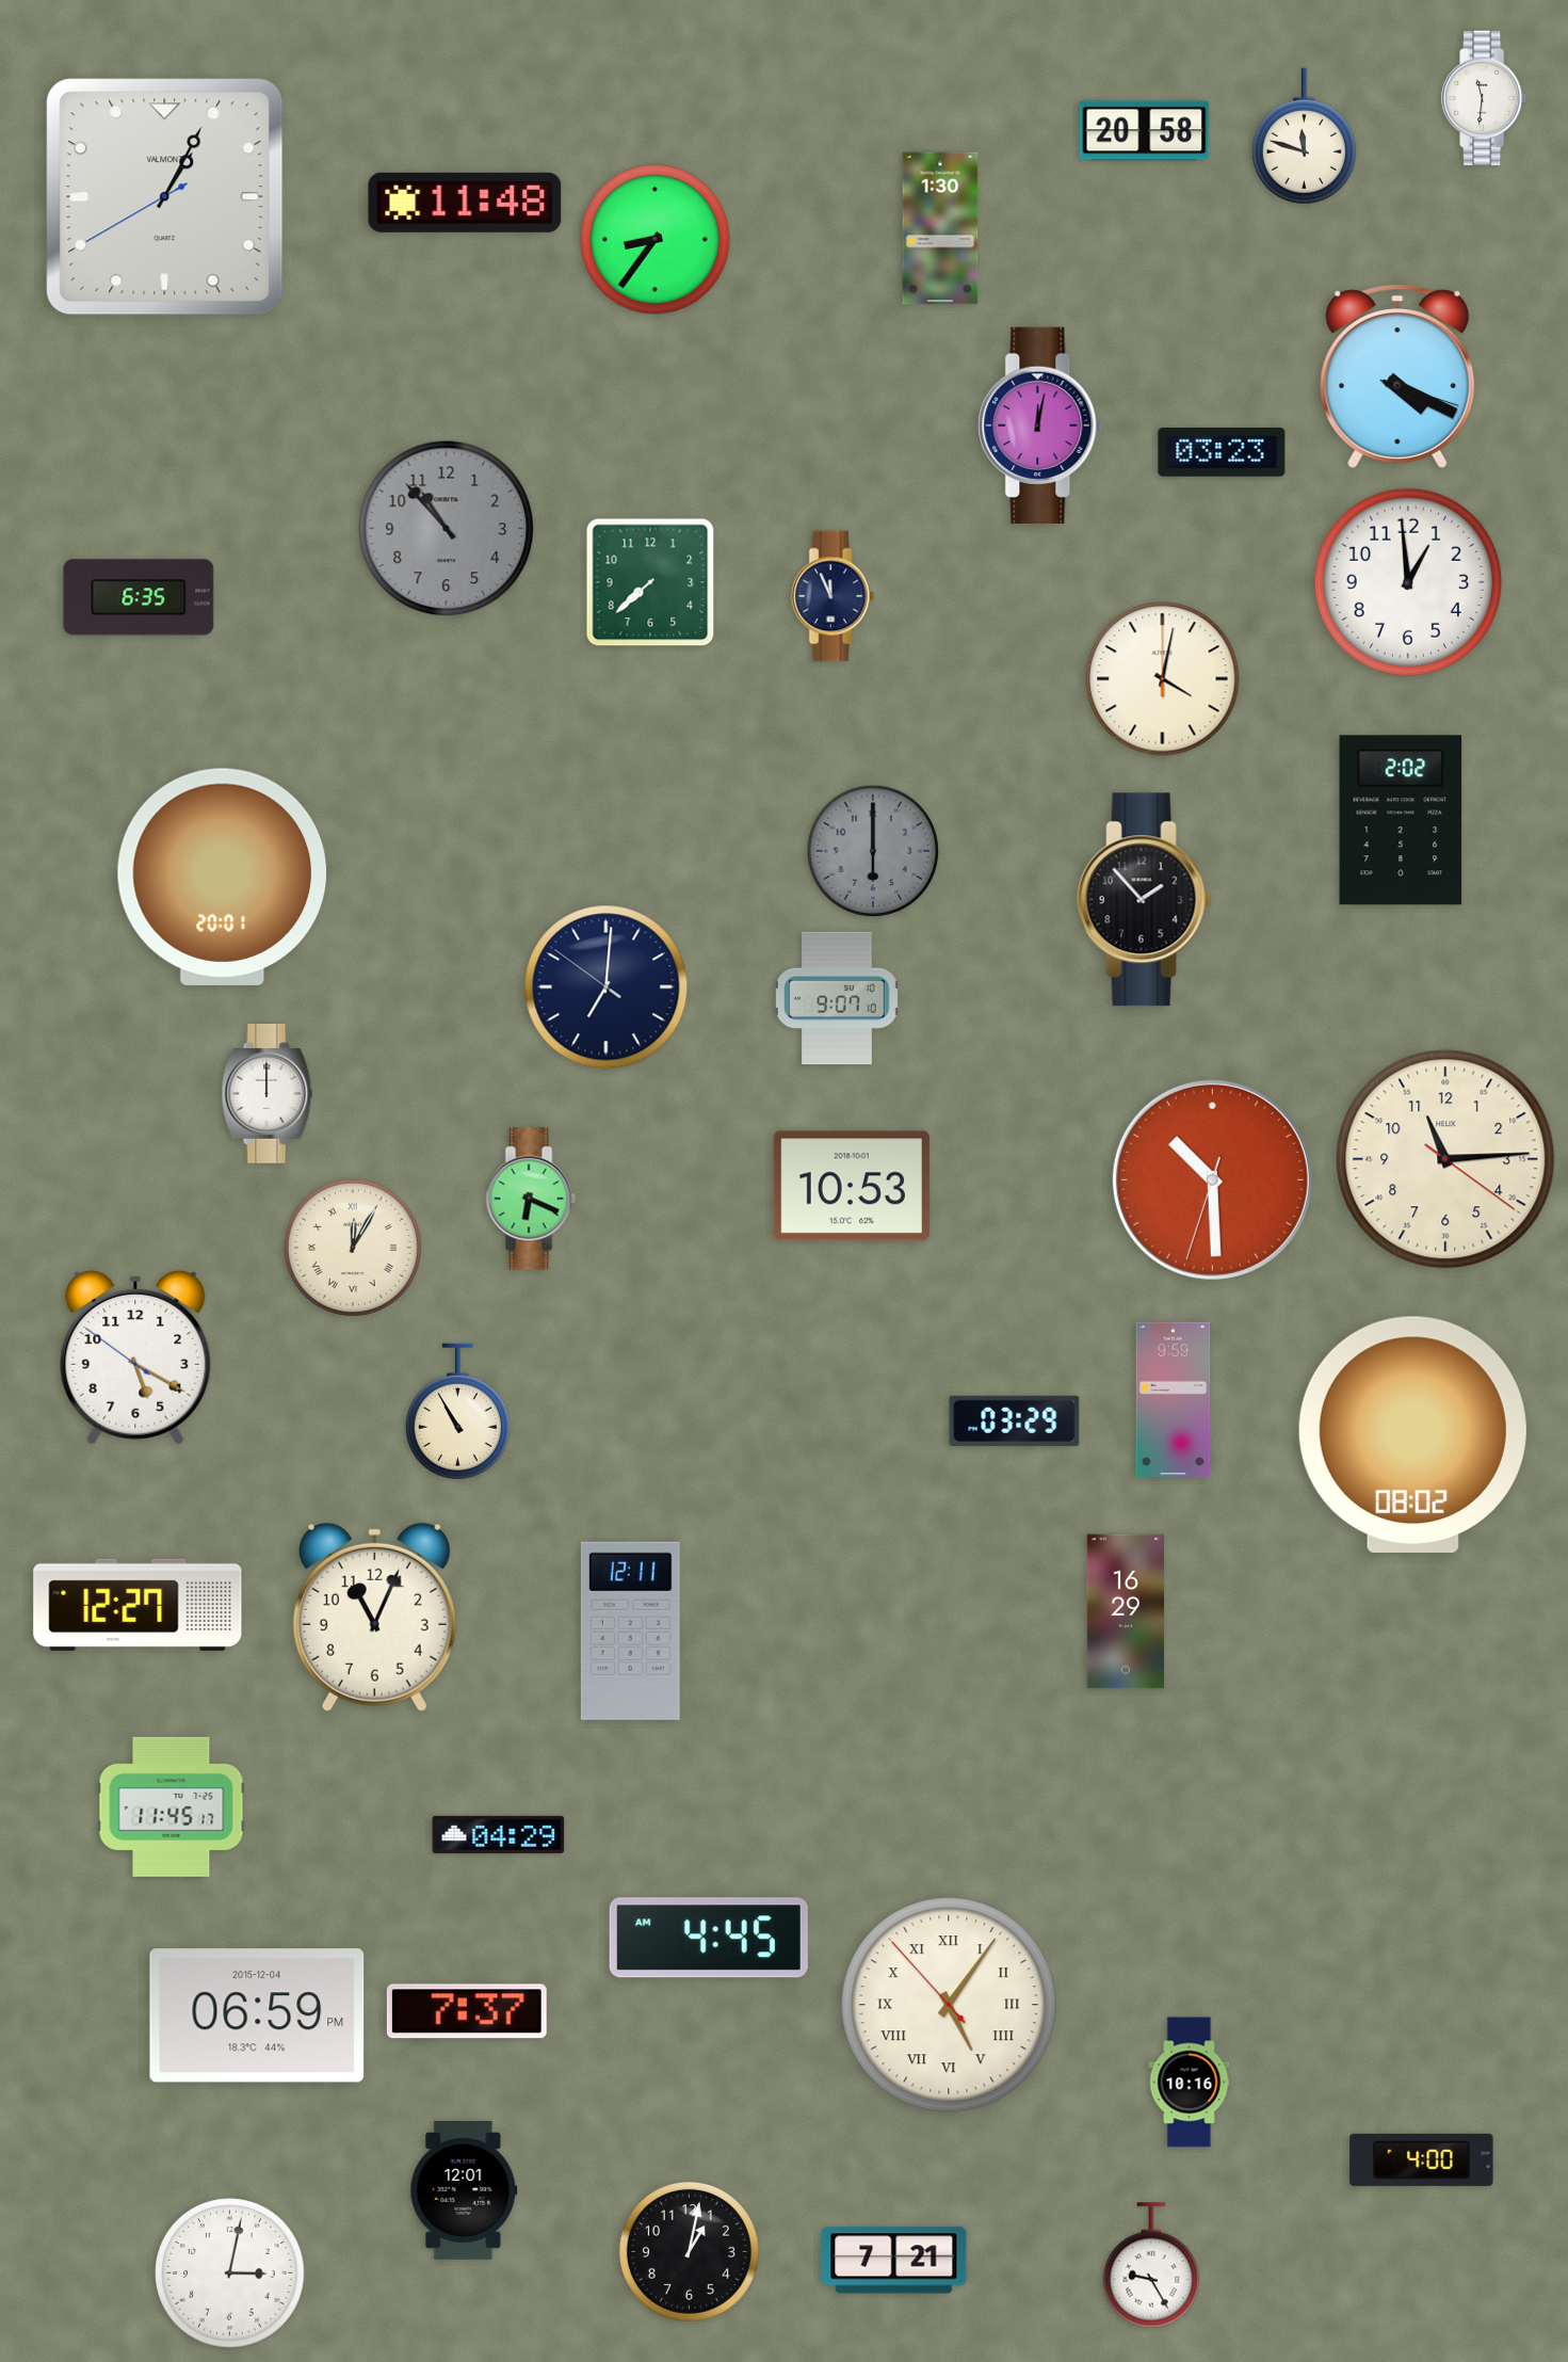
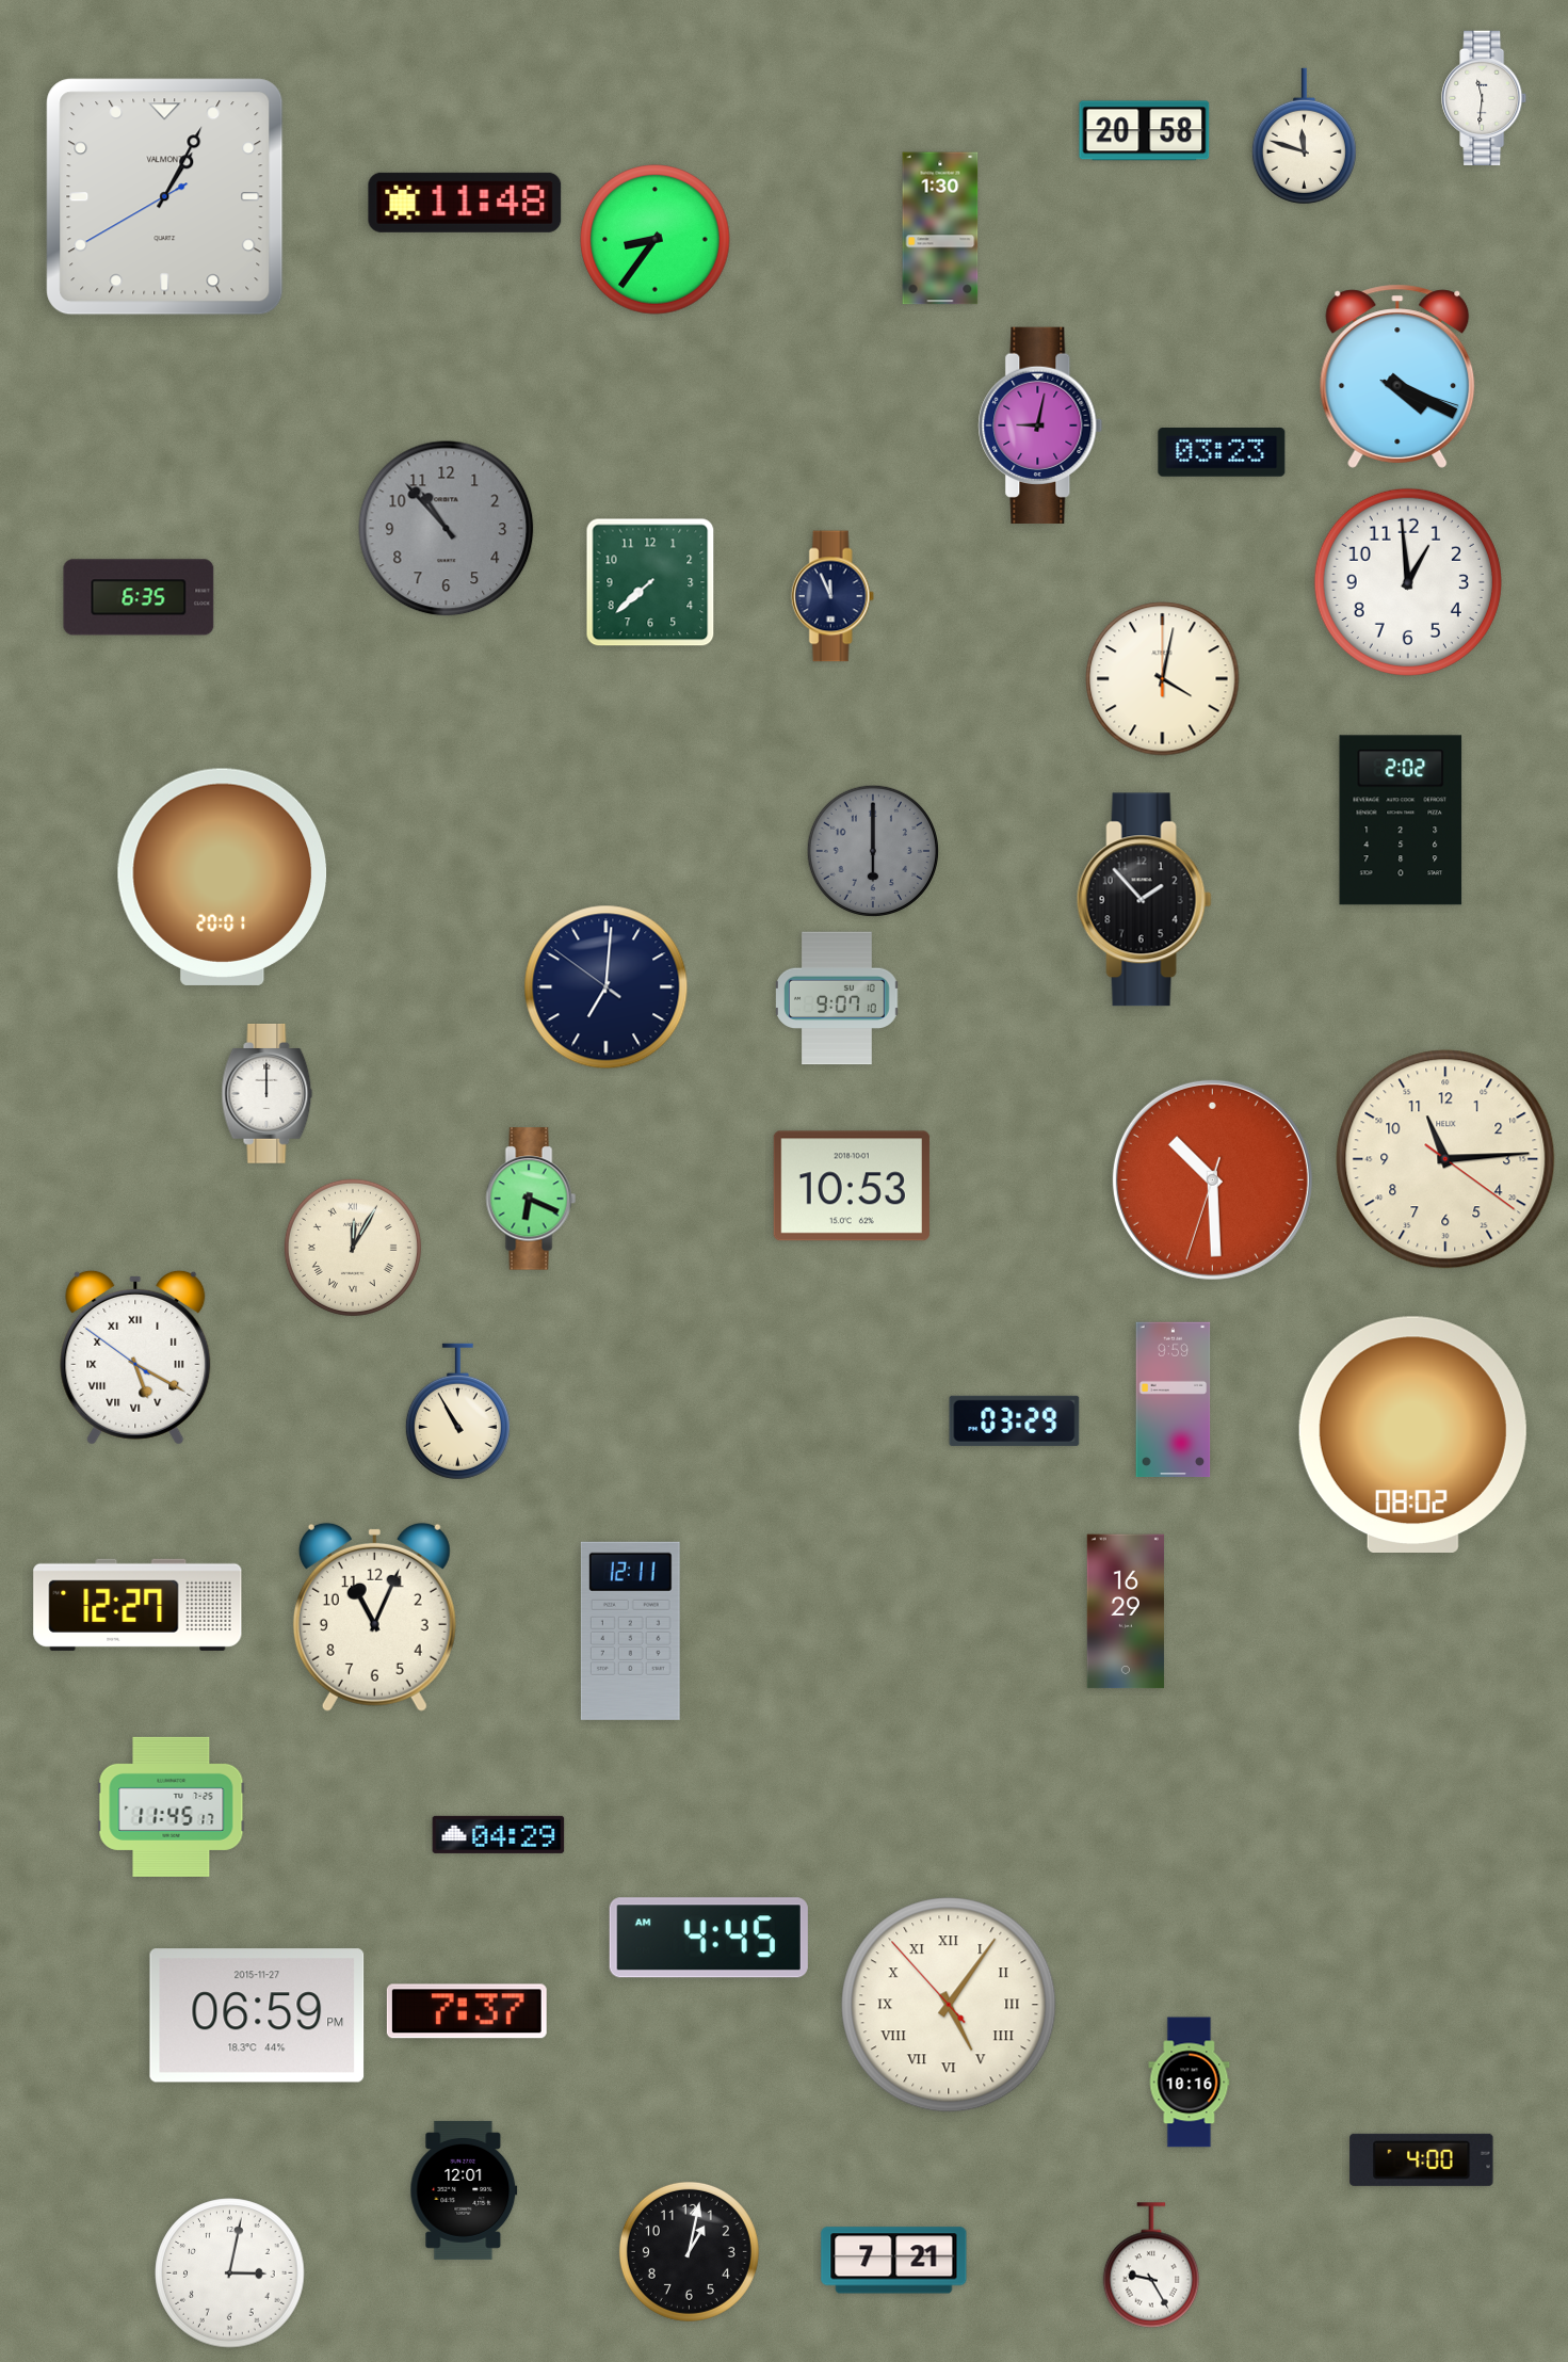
clock at (1040, 424): 12:02 -> 9:02
clock at (135, 1357) numerals: Arabic -> Roman
clock at (257, 2015) date: 2015-12-04 -> 2015-11-27
